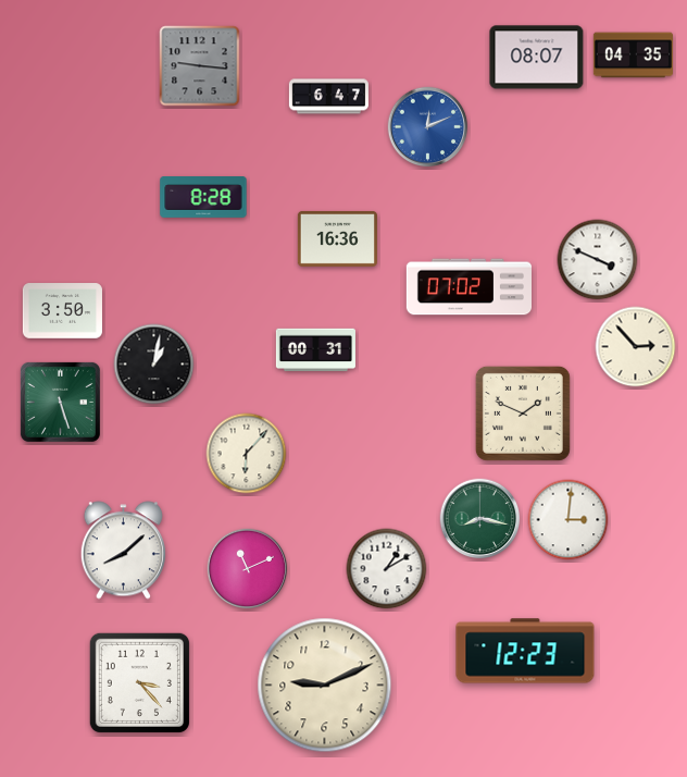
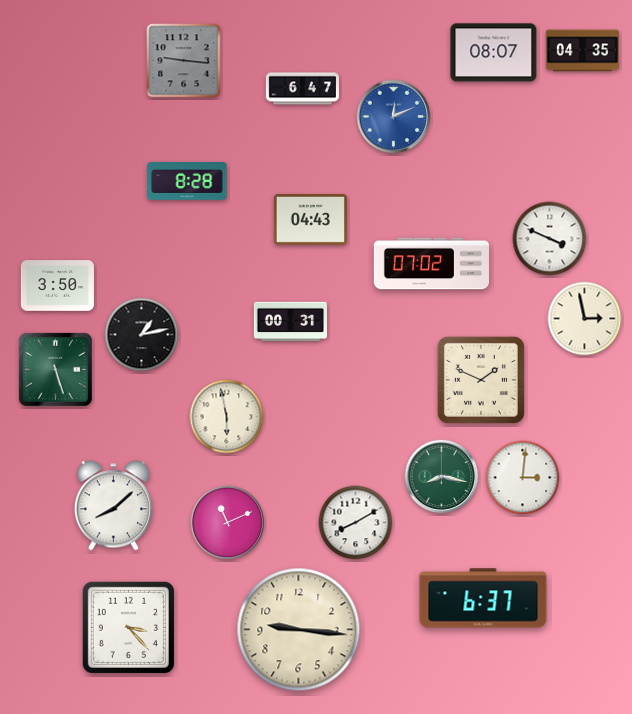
clock at (337, 238): 16:36 -> 04:43
clock at (636, 347): 2:53 -> 2:58
clock at (154, 365): 1:02 -> 1:13
clock at (247, 454): 6:07 -> 5:58
clock at (387, 569): 1:10 -> 8:10
clock at (525, 651): 12:23 -> 6:37
clock at (325, 686): 9:11 -> 9:16
